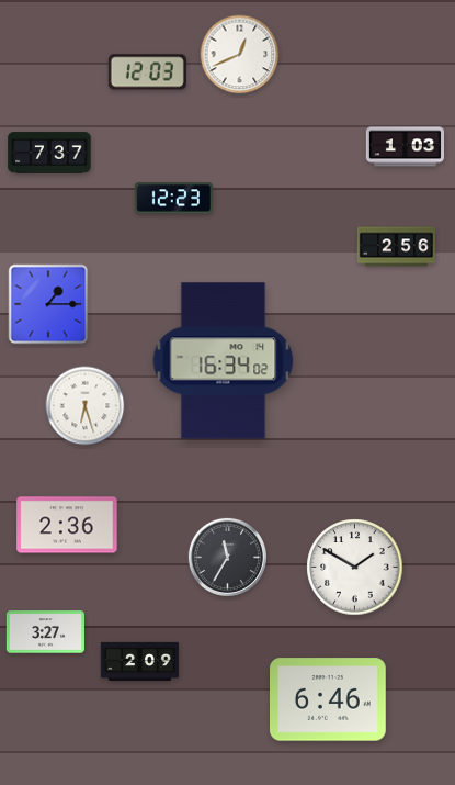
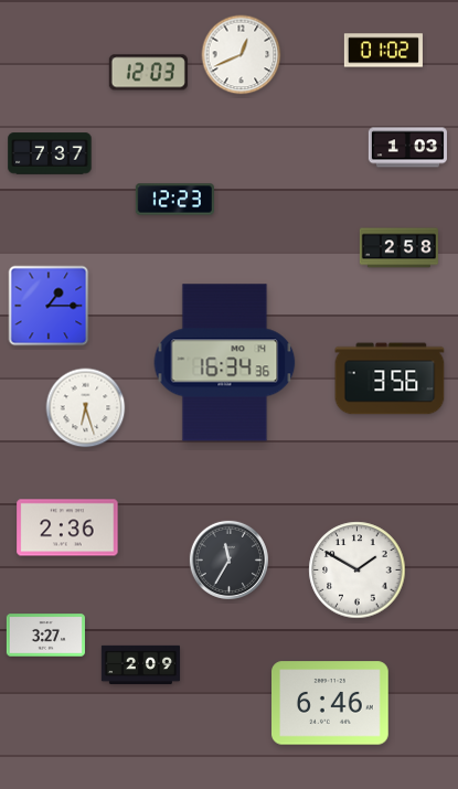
clock at (383, 51): none -> 01:02
clock at (396, 247): 2:56 -> 2:58
clock at (224, 361): 16:34:02 -> 16:34:36
clock at (390, 378): none -> 3:56
